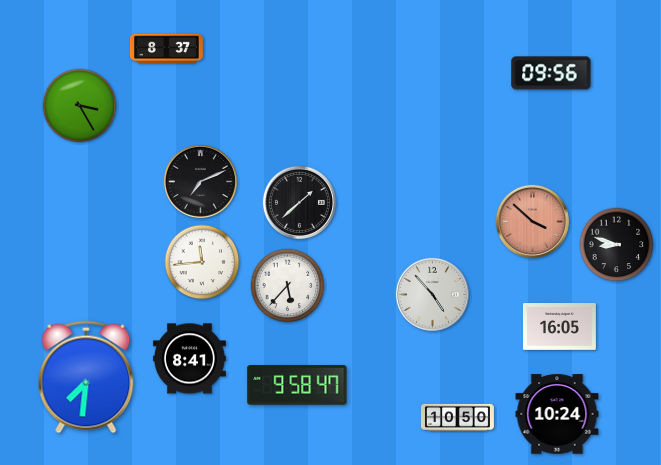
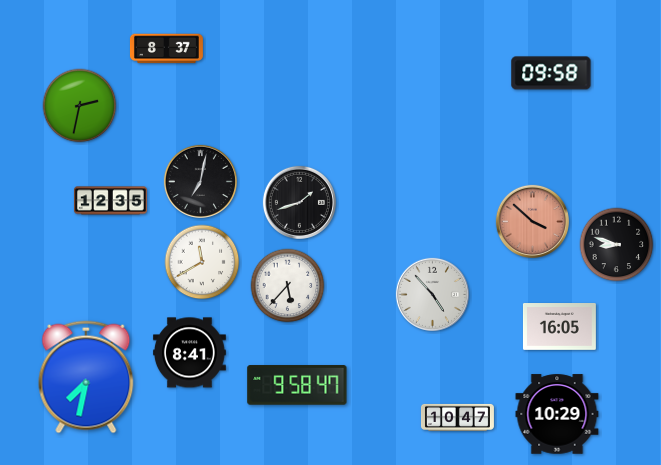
clock at (551, 73): 09:56 -> 09:58
clock at (80, 106): 3:25 -> 2:32
clock at (200, 181): 7:11 -> 7:02
clock at (110, 201): none -> 12:35
clock at (299, 202): 1:38 -> 1:42
clock at (202, 262): 11:44 -> 11:40
clock at (189, 359) position: (189, 359) -> (189, 353)
clock at (86, 377): 7:31 -> 7:32
clock at (557, 414): 10:24 -> 10:29
clock at (457, 417): 10:50 -> 10:47
